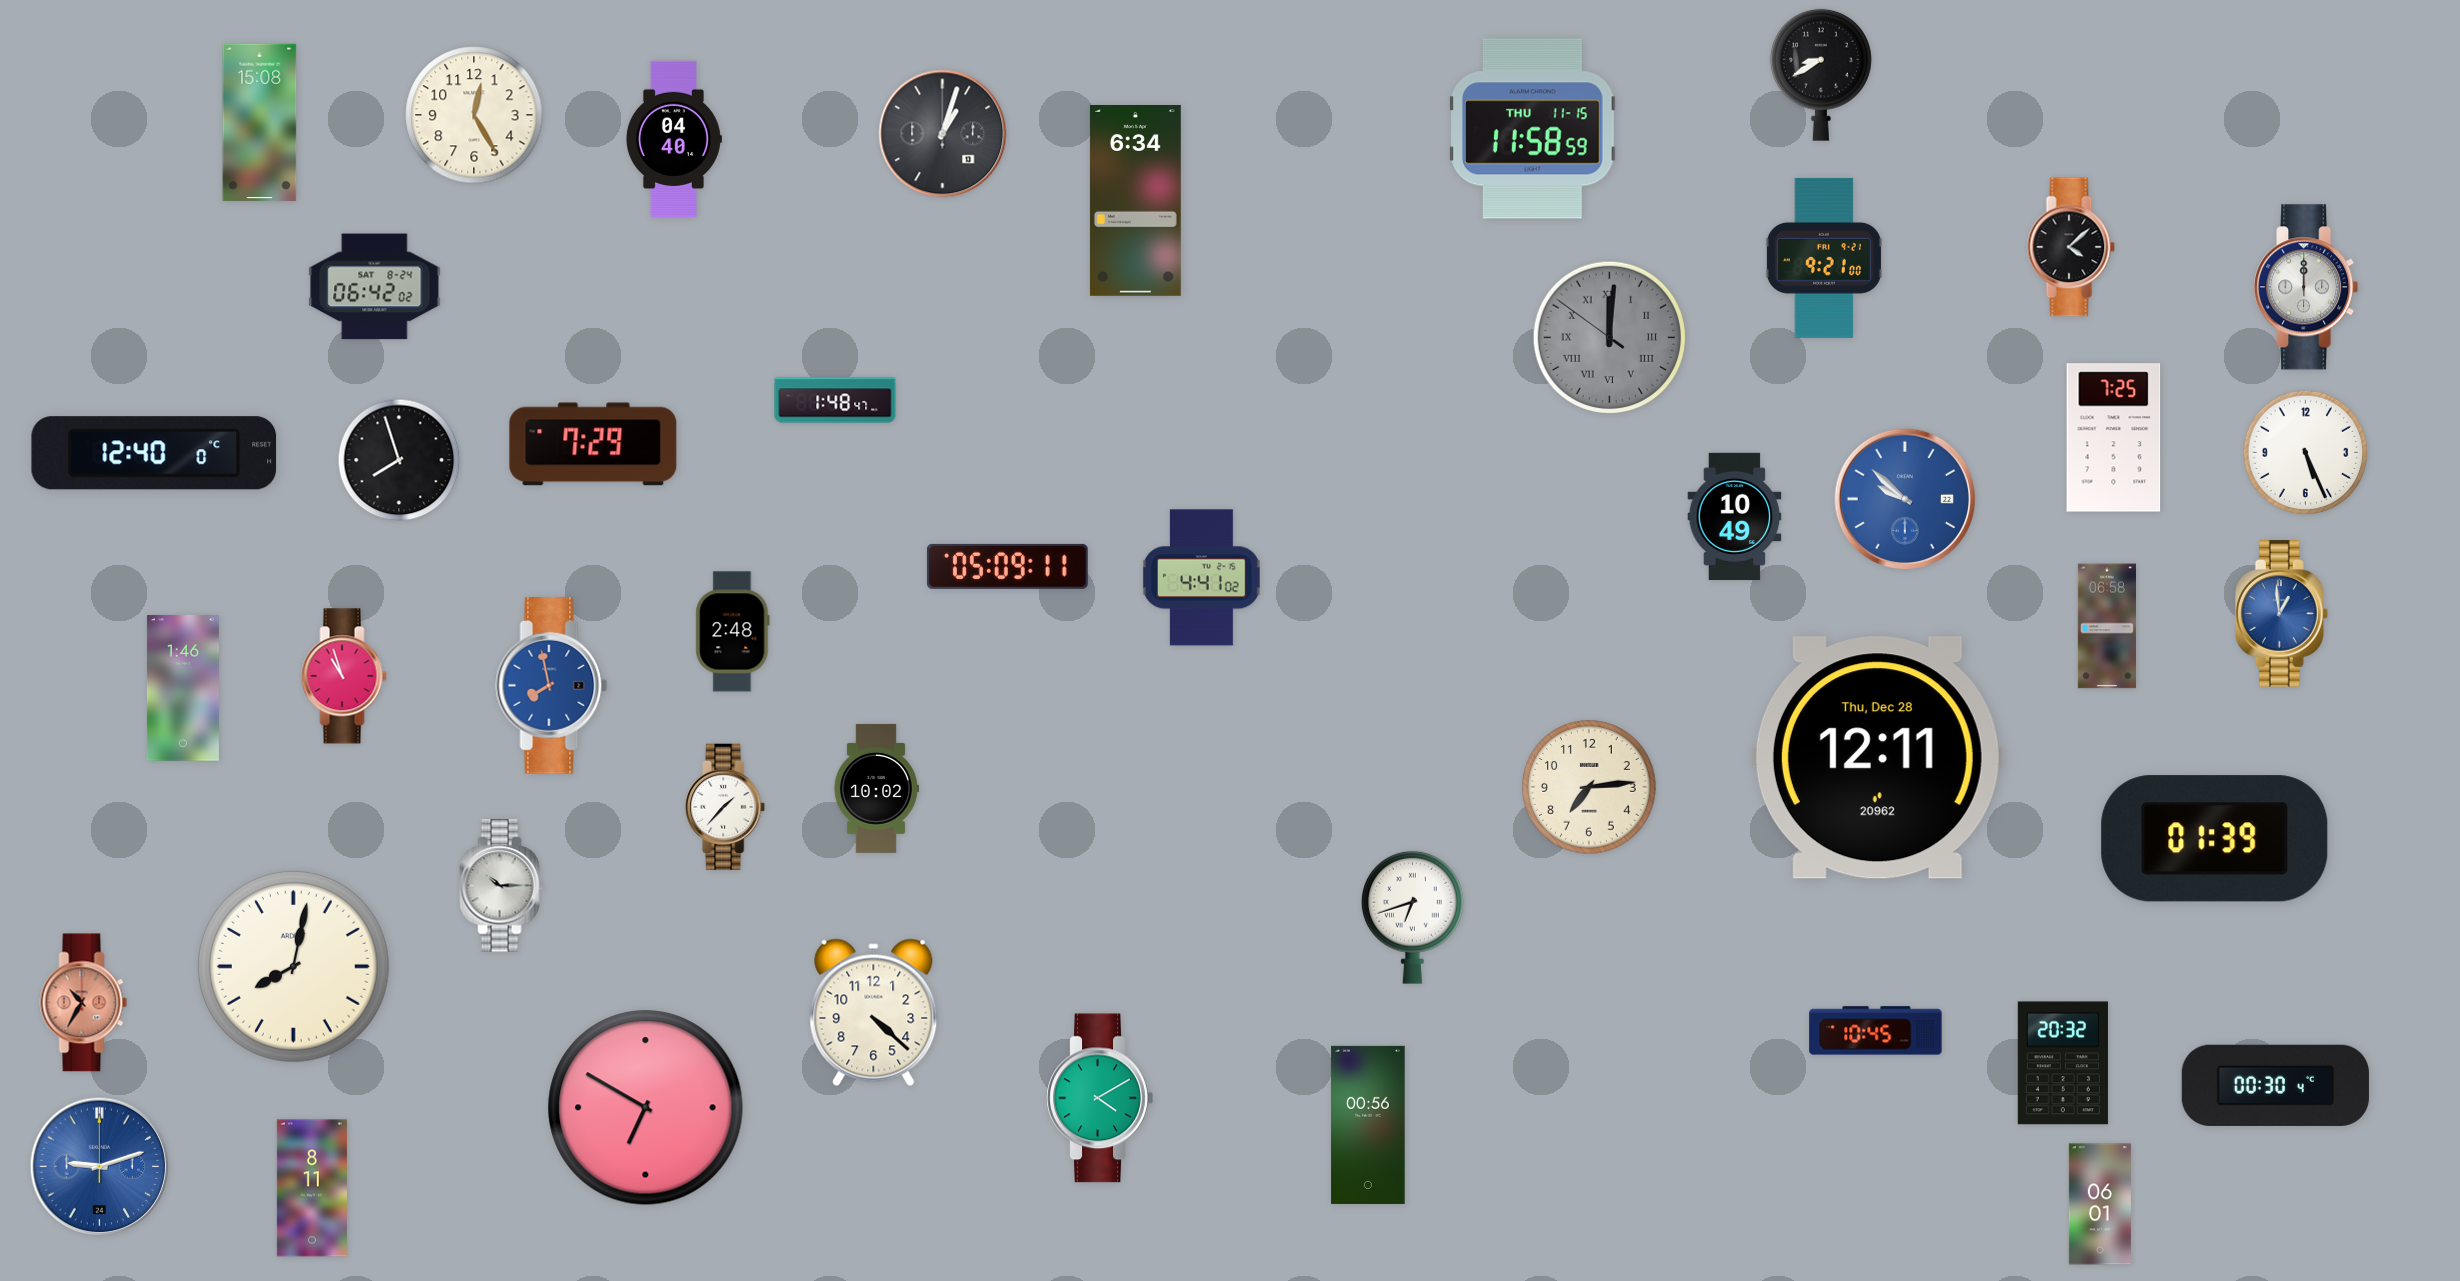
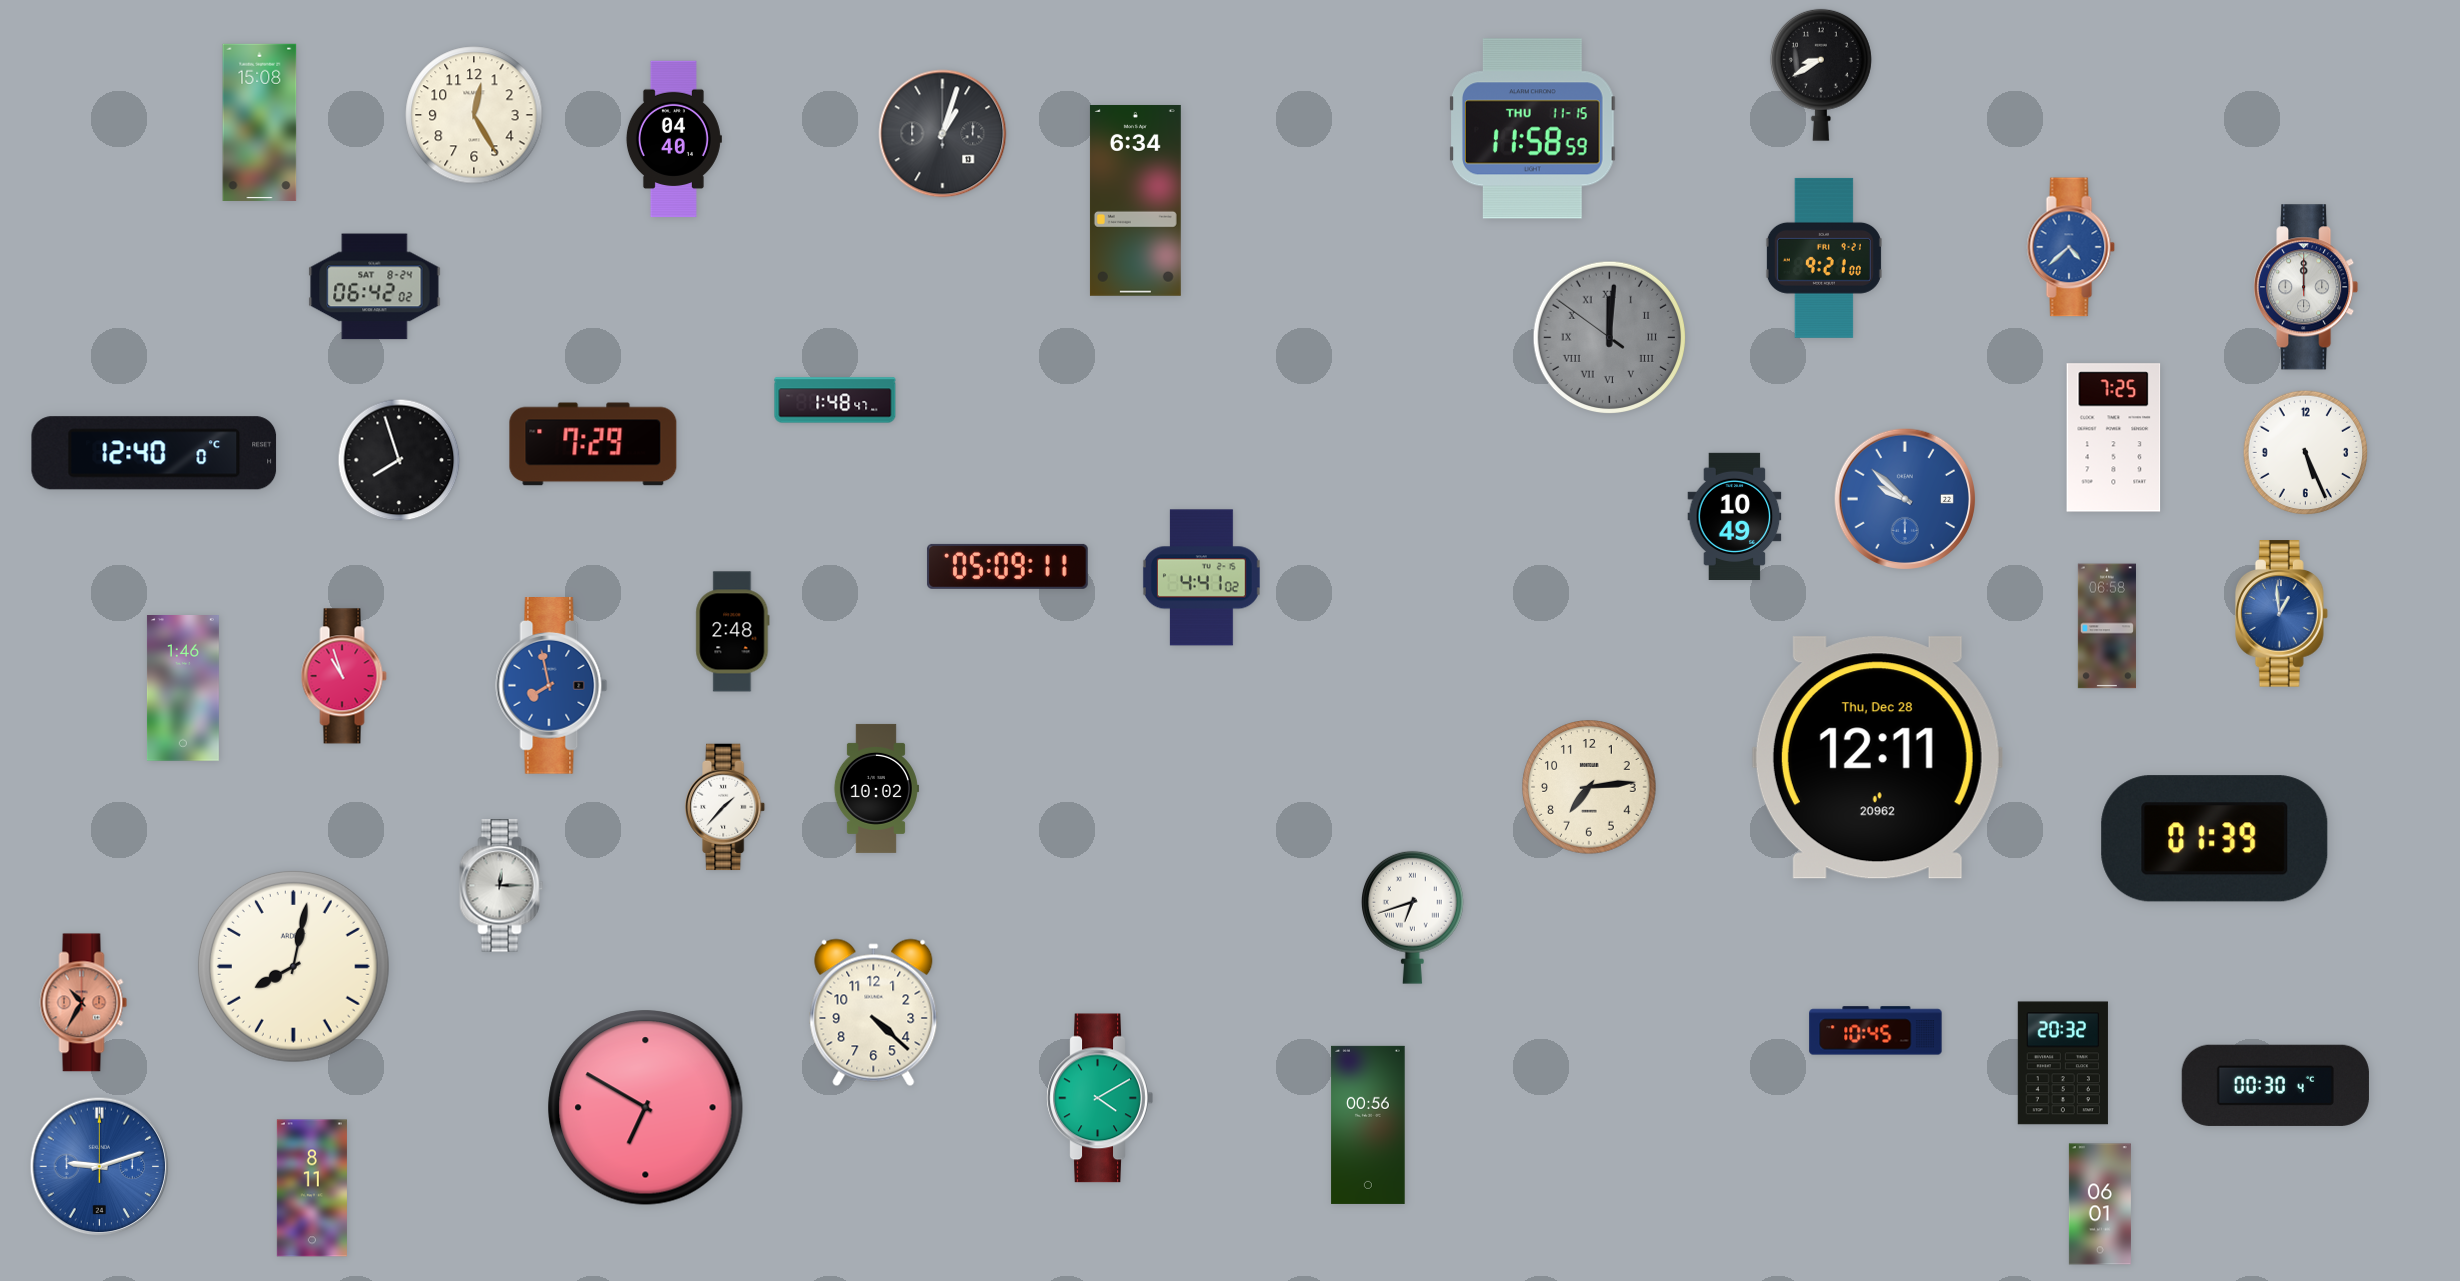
clock at (2071, 247): 4:08 -> 4:38
clock at (2071, 247) dial: black -> blue
clock at (502, 886): 10:15 -> 12:15
